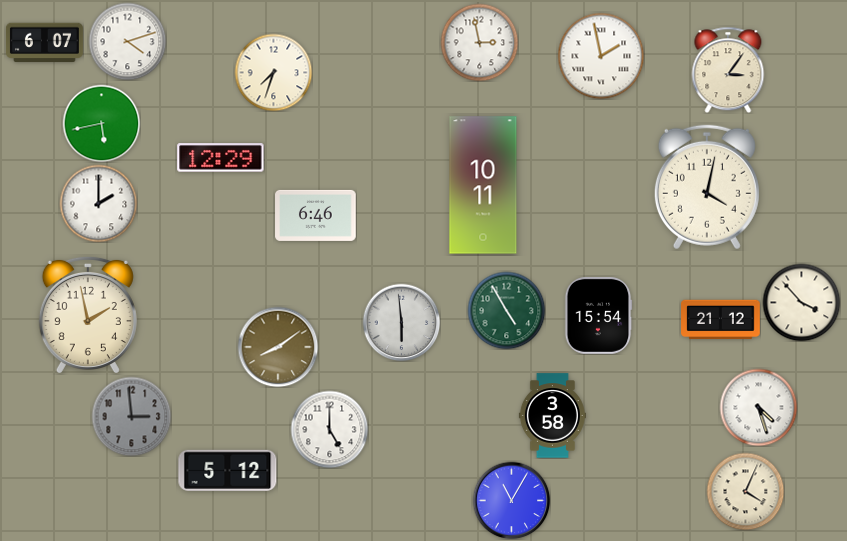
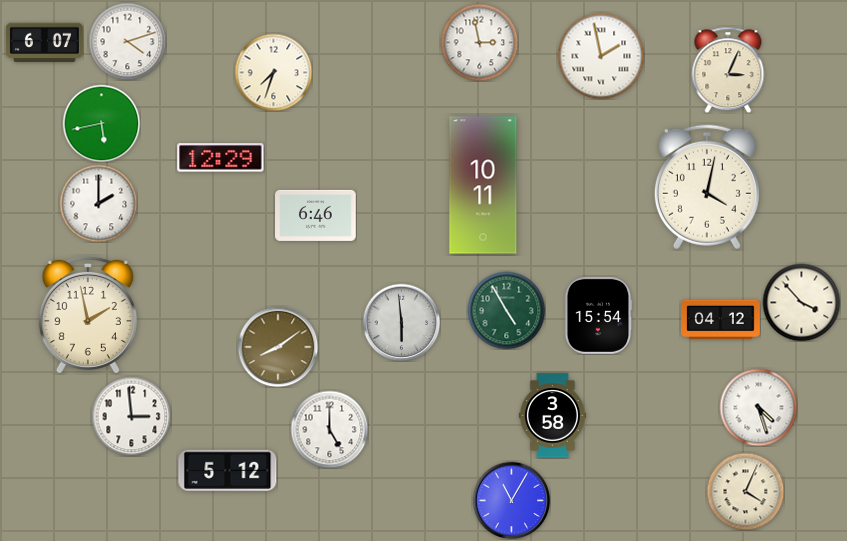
clock at (728, 70): 3:06 -> 3:04
clock at (721, 320): 21:12 -> 04:12
clock at (131, 416) dial: grey -> white
